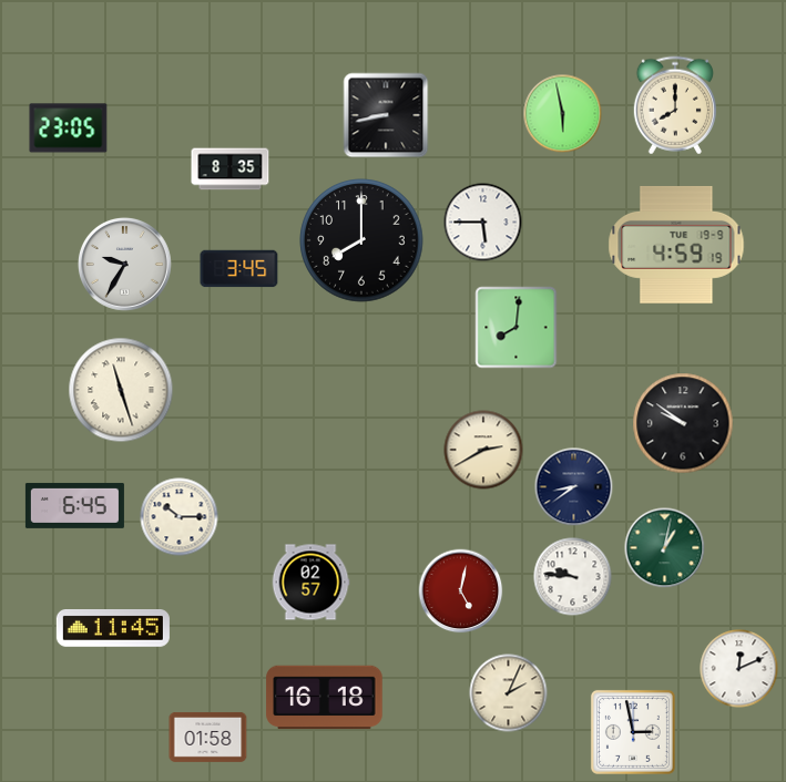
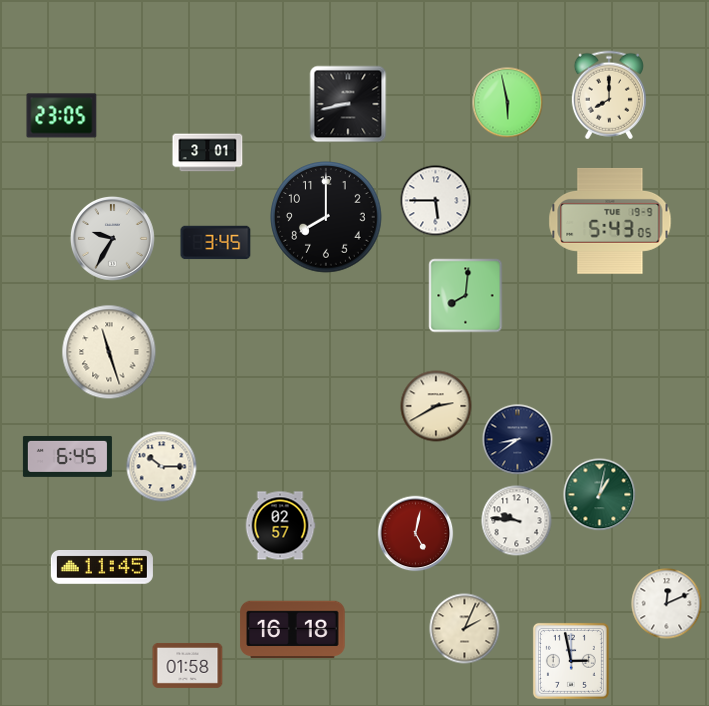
clock at (231, 169): 8:35 -> 3:01
clock at (676, 245): 4:59 -> 5:43
clock at (683, 423): 9:51 -> none
clock at (509, 693) position: (509, 693) -> (465, 629)
